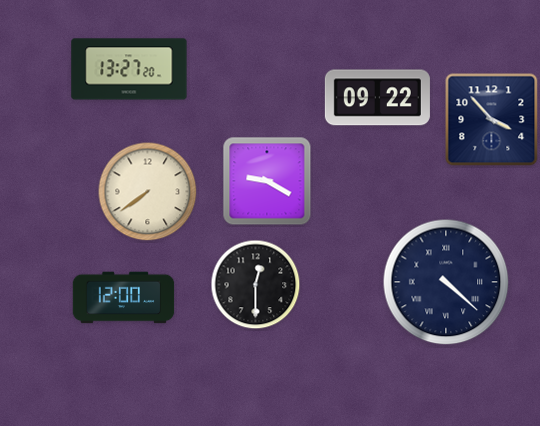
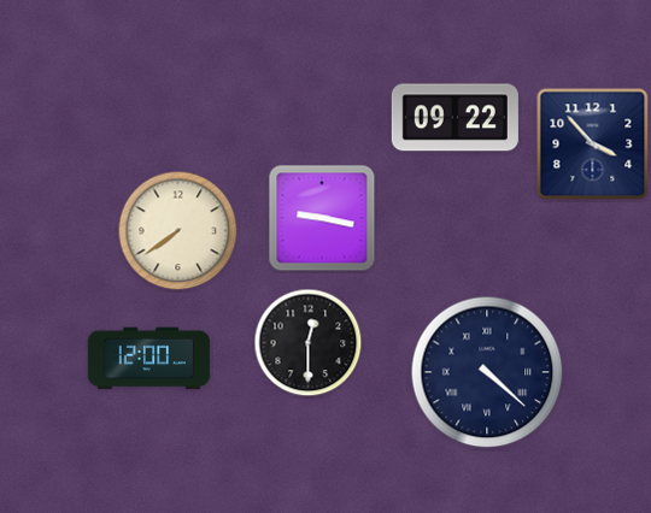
clock at (129, 69): 13:27 -> none
clock at (267, 181): 9:20 -> 9:17
clock at (446, 282) position: (446, 282) -> (487, 372)
